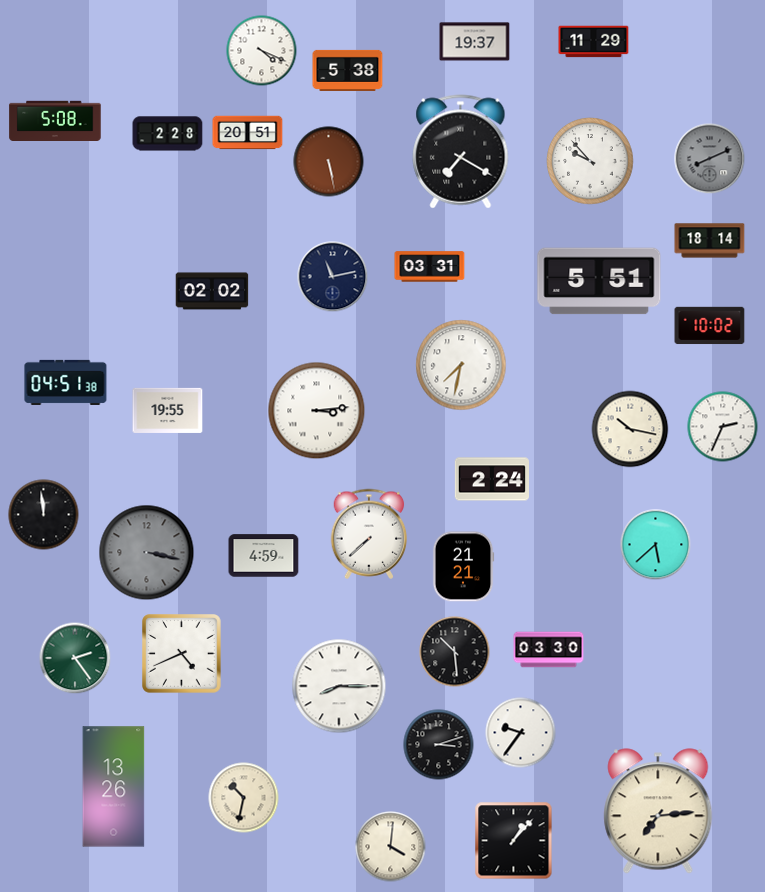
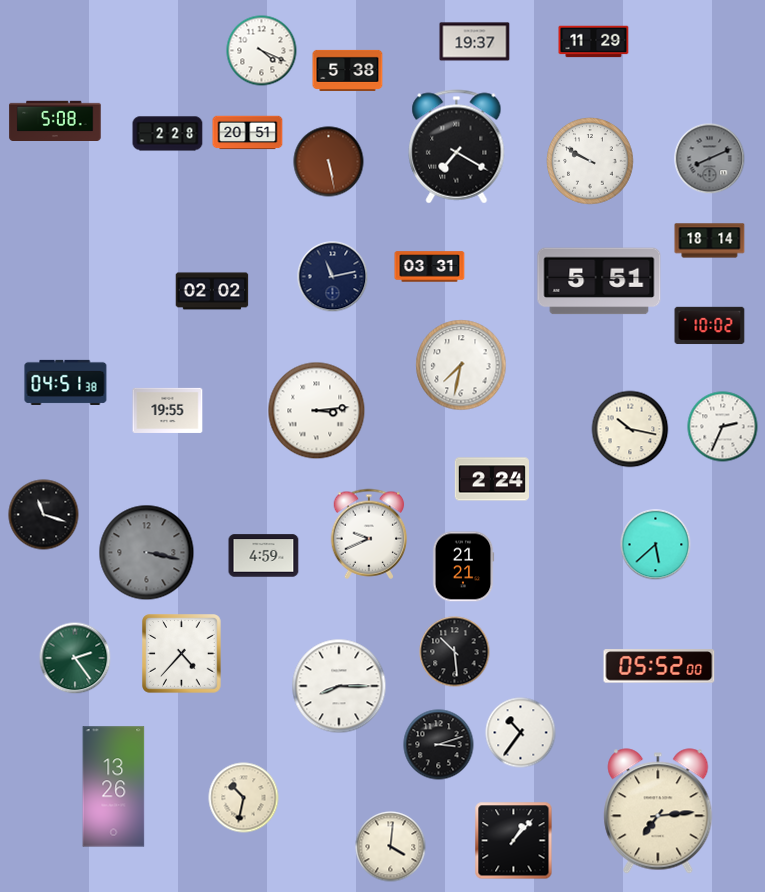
clock at (461, 152) position: (461, 152) -> (457, 147)
clock at (590, 161): 9:53 -> 9:50
clock at (44, 515): 11:59 -> 11:18
clock at (369, 534): 7:38 -> 9:41
clock at (549, 650): 03:30 -> none
clock at (182, 654): 4:41 -> 4:37
clock at (659, 666): none -> 05:52
clock at (521, 733): 9:36 -> 10:36
